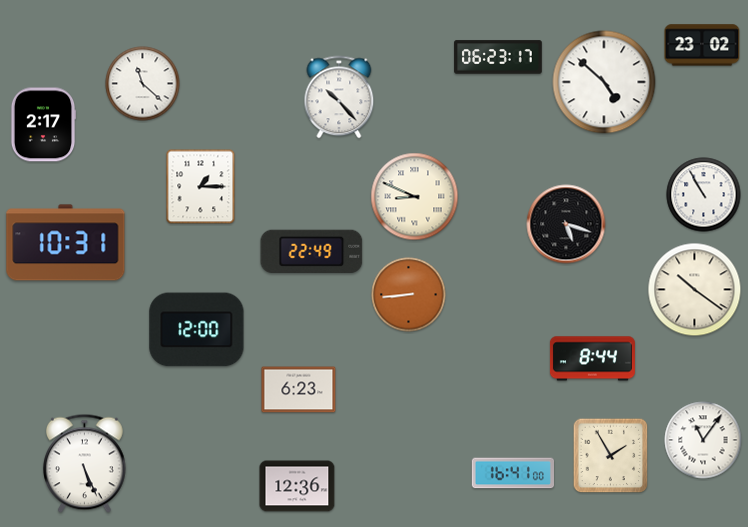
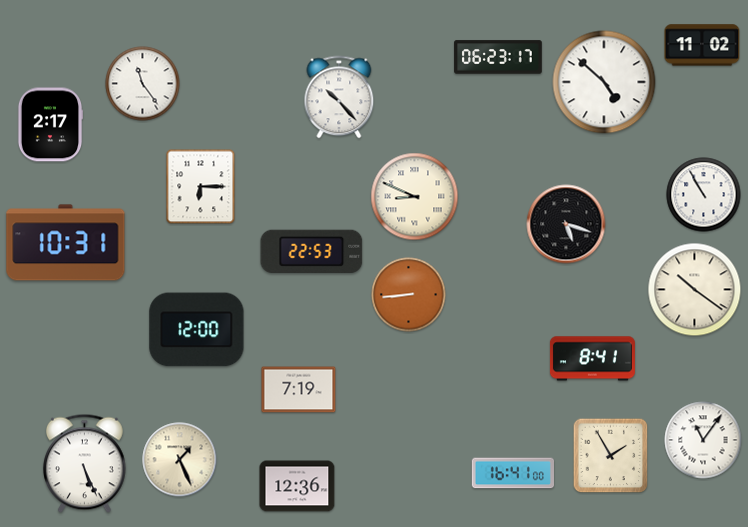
clock at (702, 45): 23:02 -> 11:02
clock at (143, 84): 11:22 -> 11:24
clock at (43, 125) position: (43, 125) -> (50, 125)
clock at (201, 187): 1:15 -> 6:15
clock at (312, 251): 22:49 -> 22:53
clock at (592, 359): 8:44 -> 8:41
clock at (299, 390): 6:23 -> 7:19
clock at (180, 460): none -> 1:26
